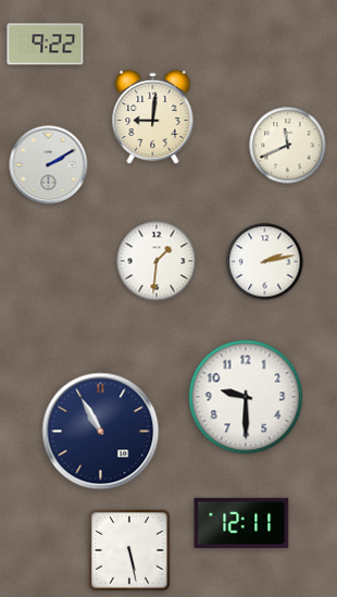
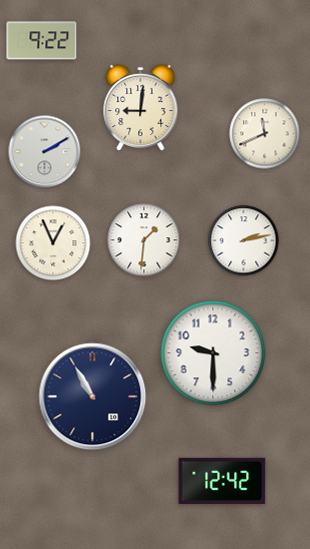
clock at (53, 243): none -> 12:56
clock at (246, 397) position: (246, 397) -> (213, 353)
clock at (241, 523): 12:11 -> 12:42
clock at (129, 550): 5:28 -> none
